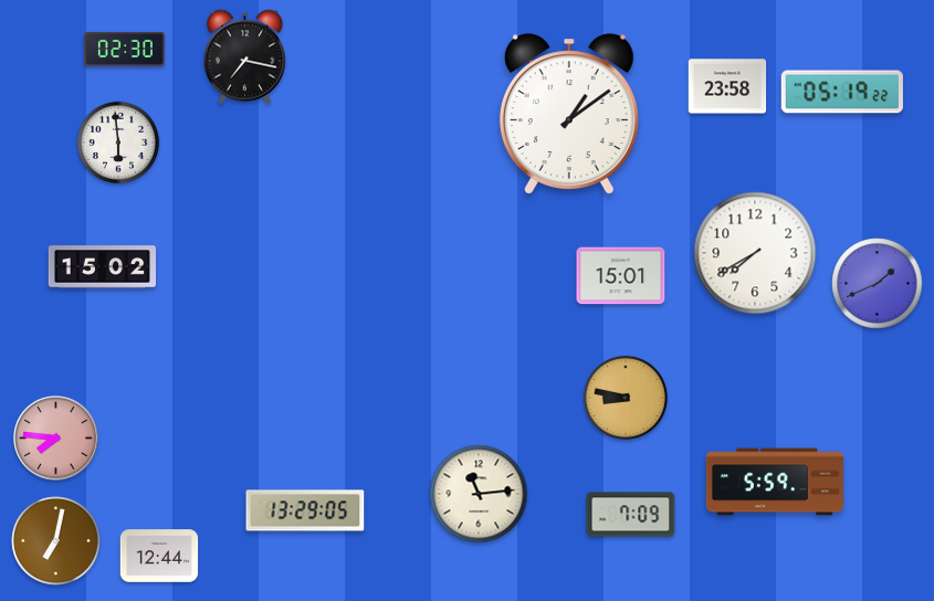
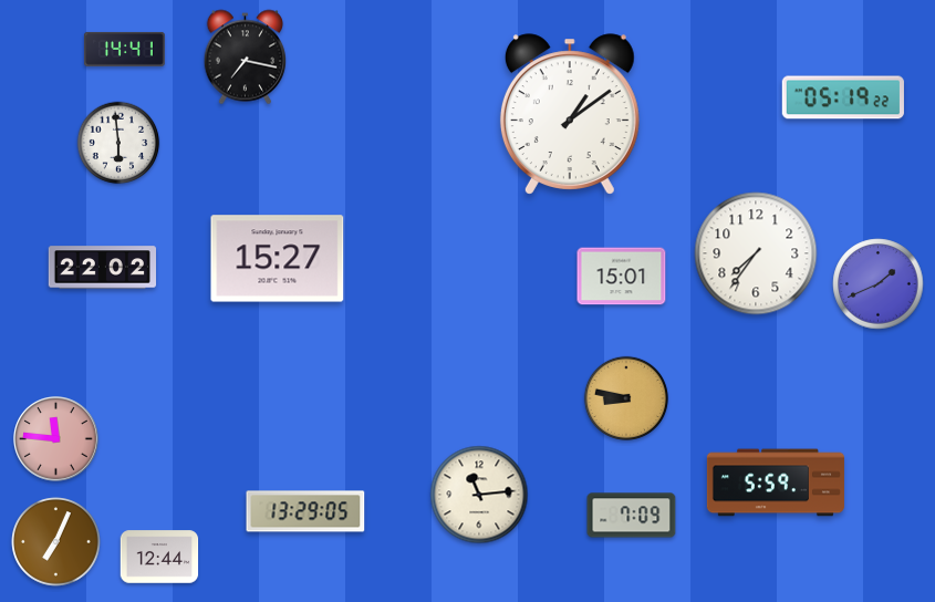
clock at (124, 49): 02:30 -> 14:41
clock at (727, 86): 23:58 -> none
clock at (842, 92) position: (842, 92) -> (843, 97)
clock at (755, 253): 7:40 -> 7:36
clock at (278, 259): none -> 15:27
clock at (102, 267): 15:02 -> 22:02
clock at (56, 439): 7:46 -> 11:46
clock at (56, 541): 7:02 -> 7:04
